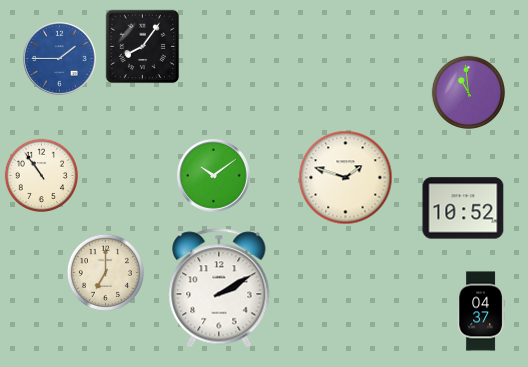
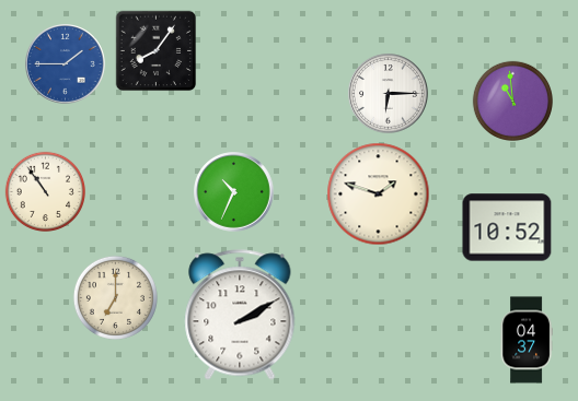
clock at (389, 94): none -> 6:15
clock at (214, 176): 10:09 -> 10:34
